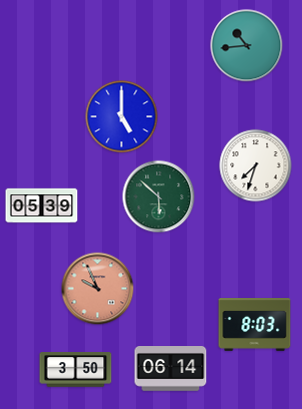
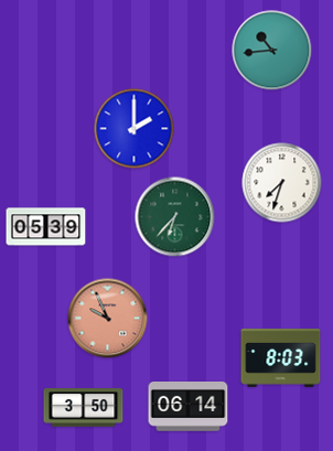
clock at (122, 117): 5:00 -> 2:00
clock at (159, 197): 5:52 -> 6:37
